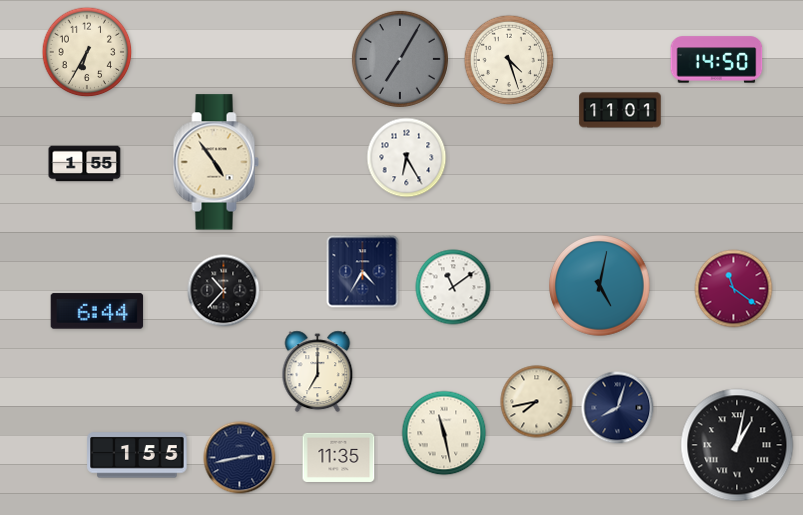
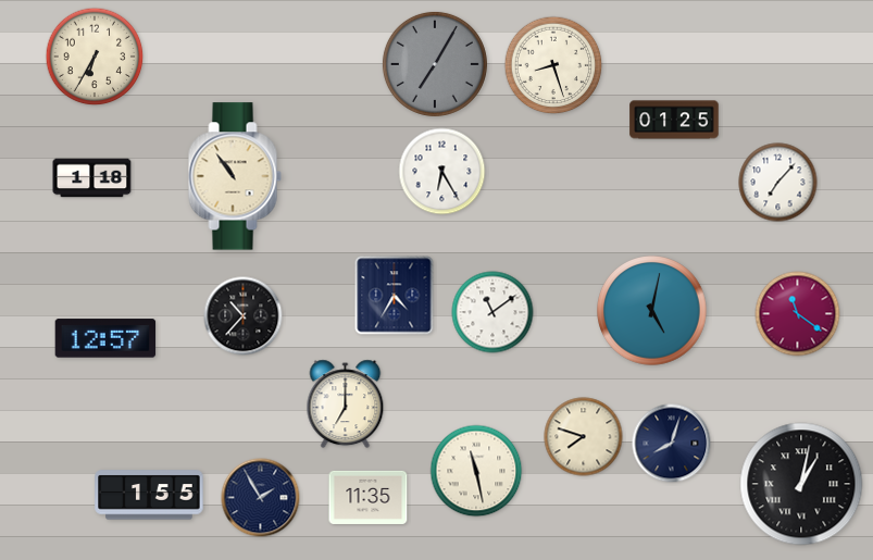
clock at (509, 60): 4:27 -> 8:27
clock at (717, 60): 14:50 -> none
clock at (620, 110): 11:01 -> 01:25
clock at (216, 162): 4:54 -> 10:54
clock at (85, 164): 1:55 -> 1:18
clock at (778, 183): none -> 7:07
clock at (97, 311): 6:44 -> 12:57
clock at (537, 402): 7:43 -> 7:48
clock at (444, 433) position: (444, 433) -> (476, 471)
clock at (240, 458): 2:43 -> 1:55
